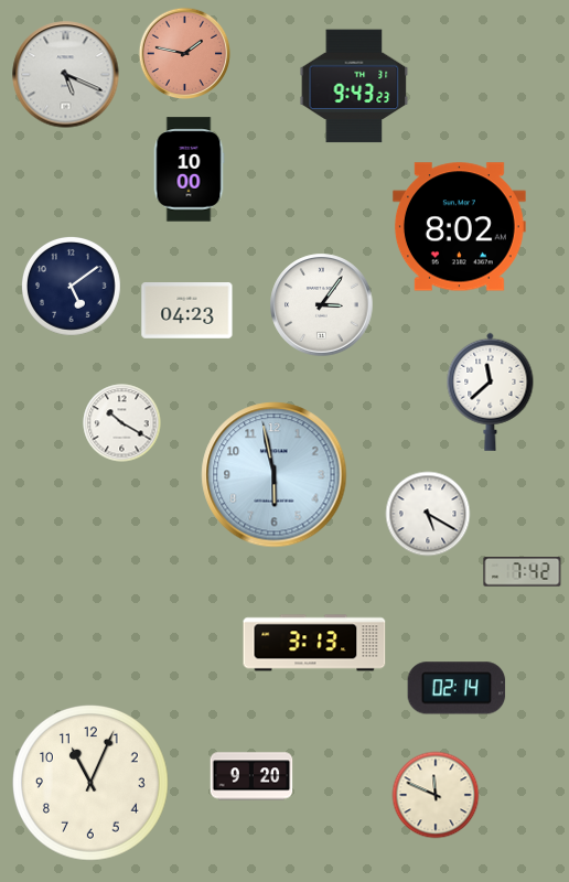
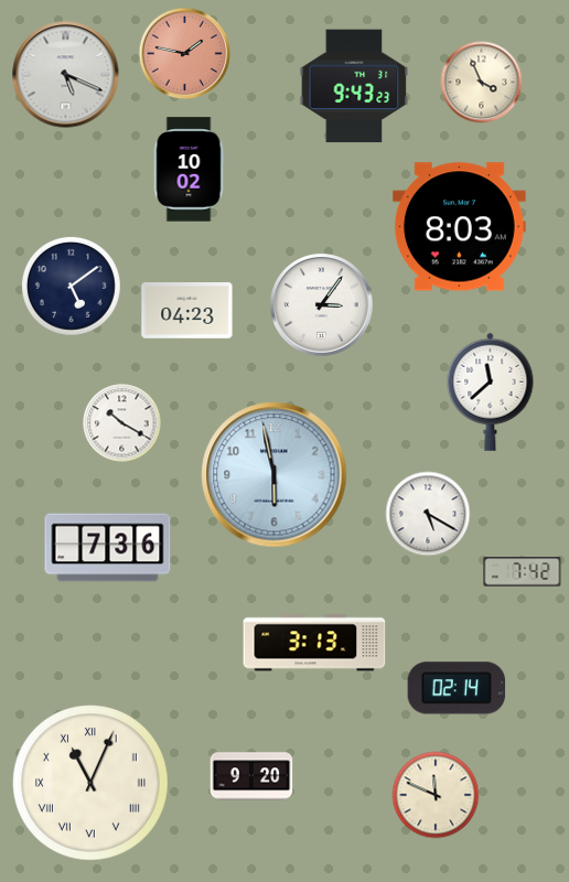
clock at (482, 83): none -> 3:56
clock at (189, 170): 10:00 -> 10:02
clock at (459, 227): 8:02 -> 8:03
clock at (108, 548): none -> 7:36
clock at (92, 784) numerals: Arabic -> Roman
